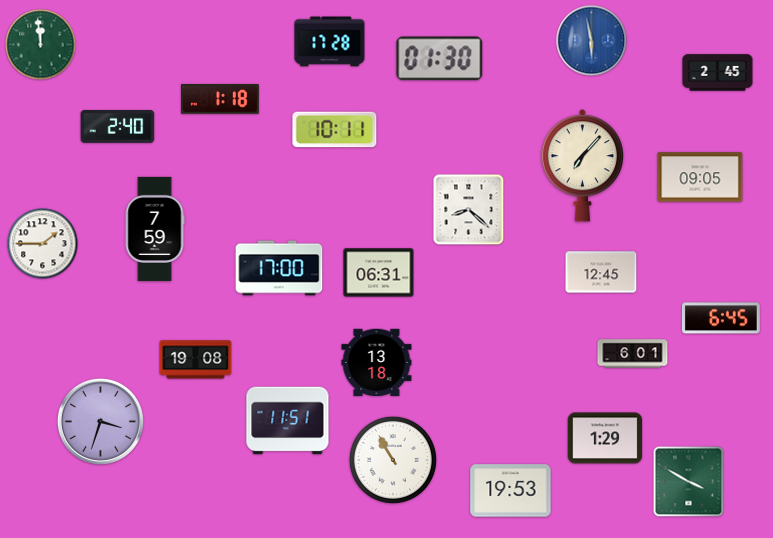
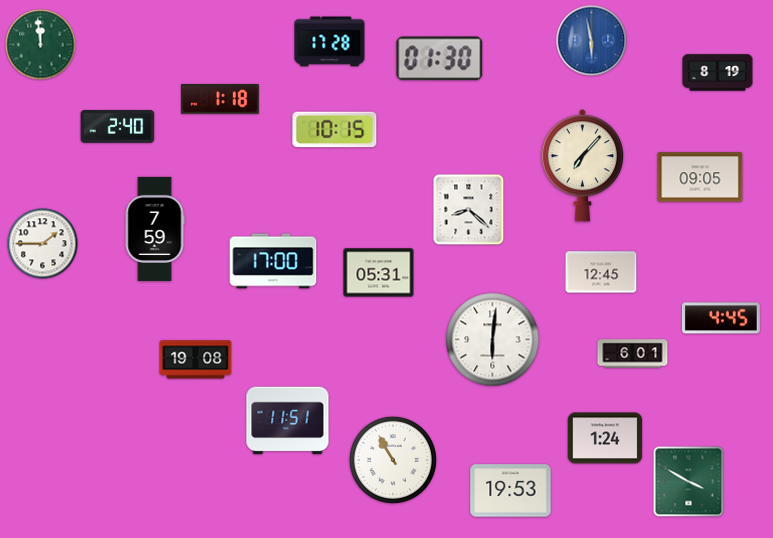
clock at (718, 73): 2:45 -> 8:19
clock at (335, 130): 10:11 -> 10:15
clock at (279, 268) position: (279, 268) -> (273, 261)
clock at (379, 273): 06:31 -> 05:31
clock at (721, 318): 6:45 -> 4:45
clock at (493, 340): none -> 6:01
clock at (377, 362): 13:18 -> none
clock at (100, 421): 3:33 -> none
clock at (605, 438): 1:29 -> 1:24
